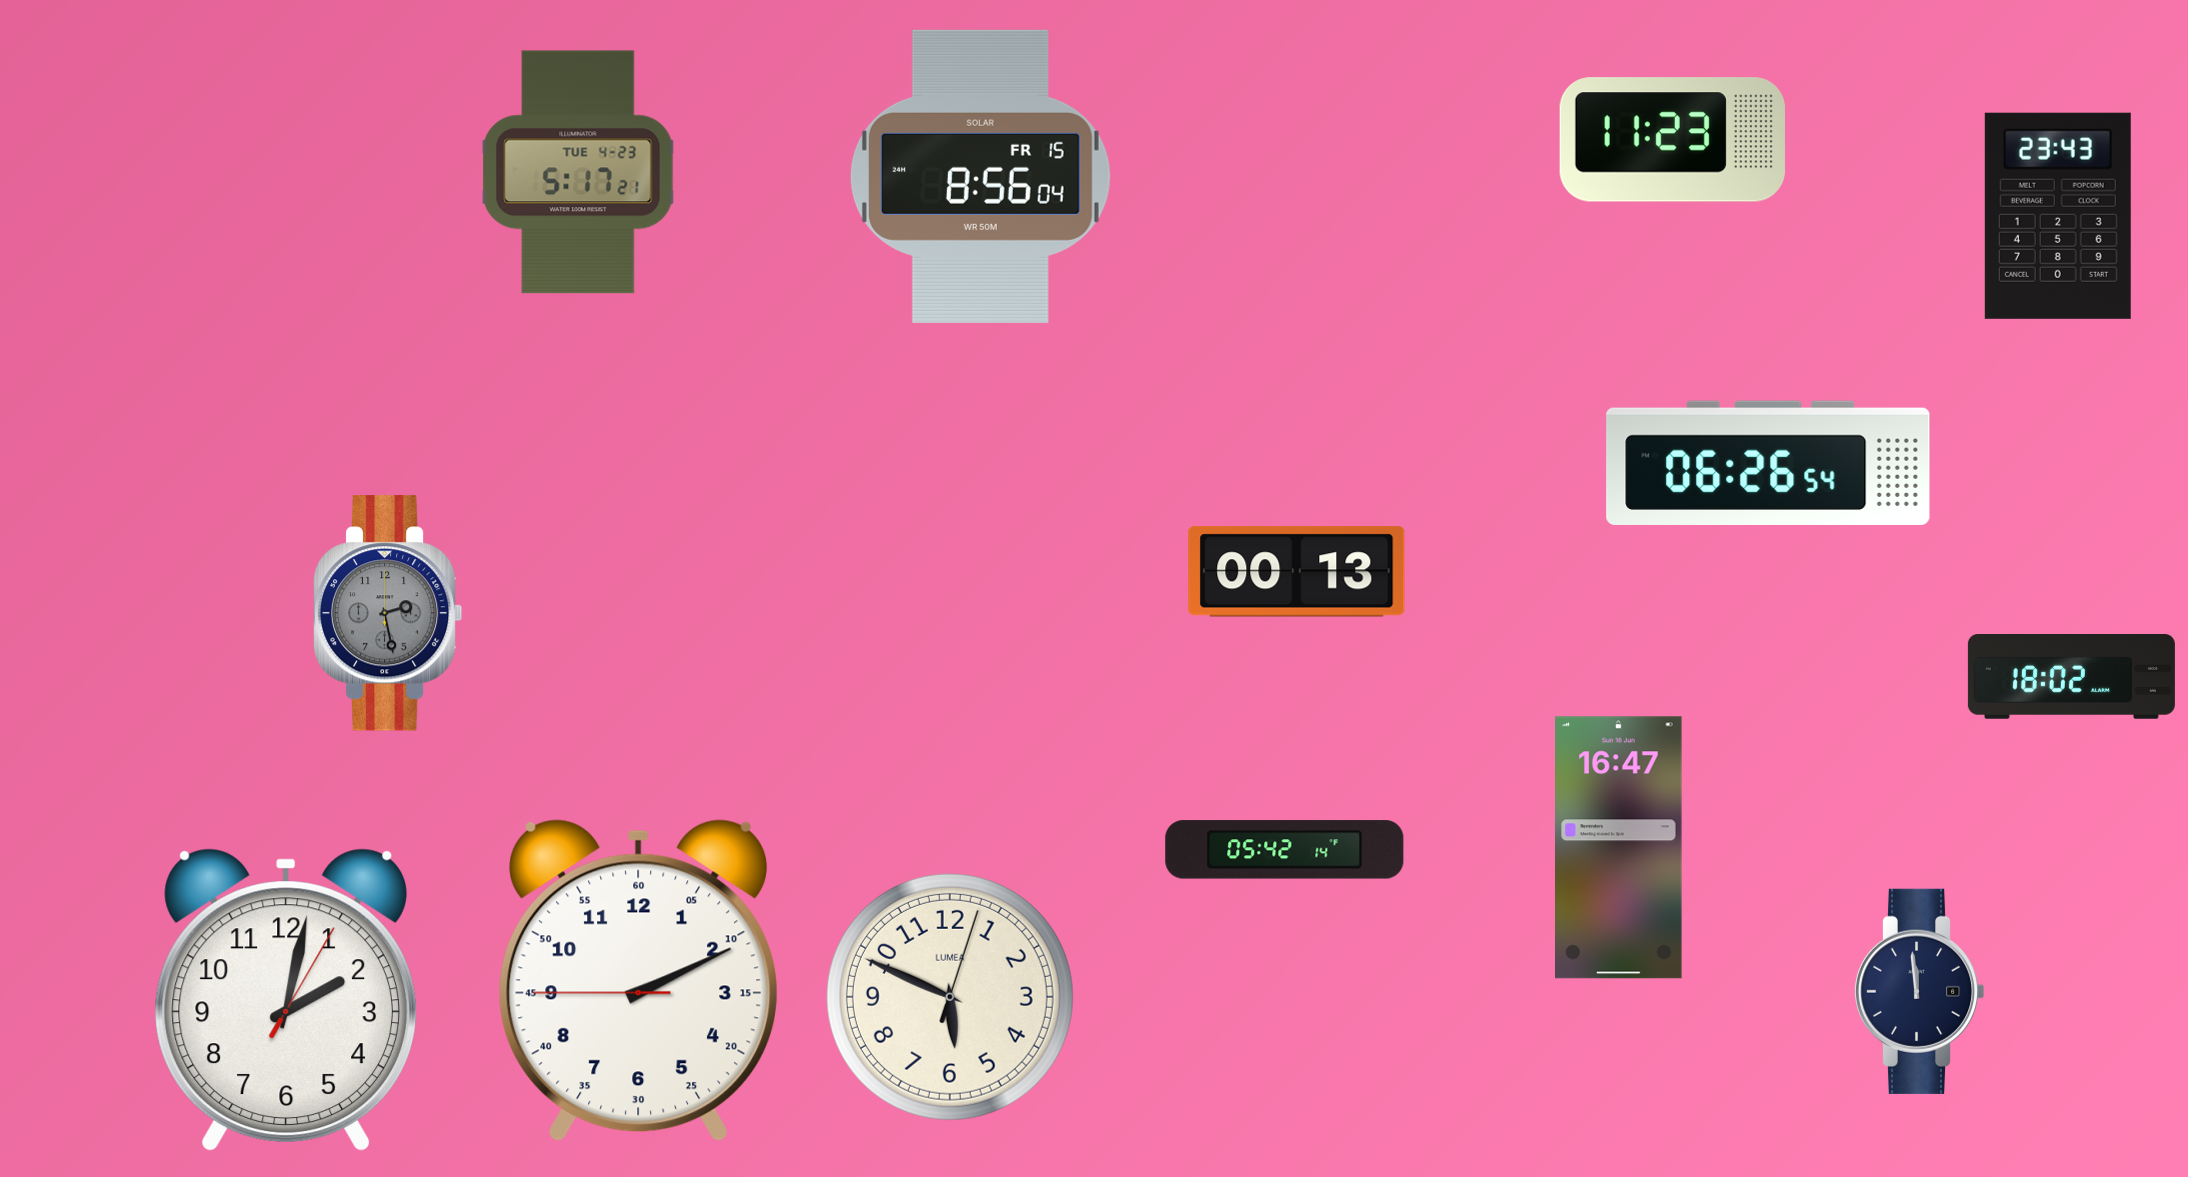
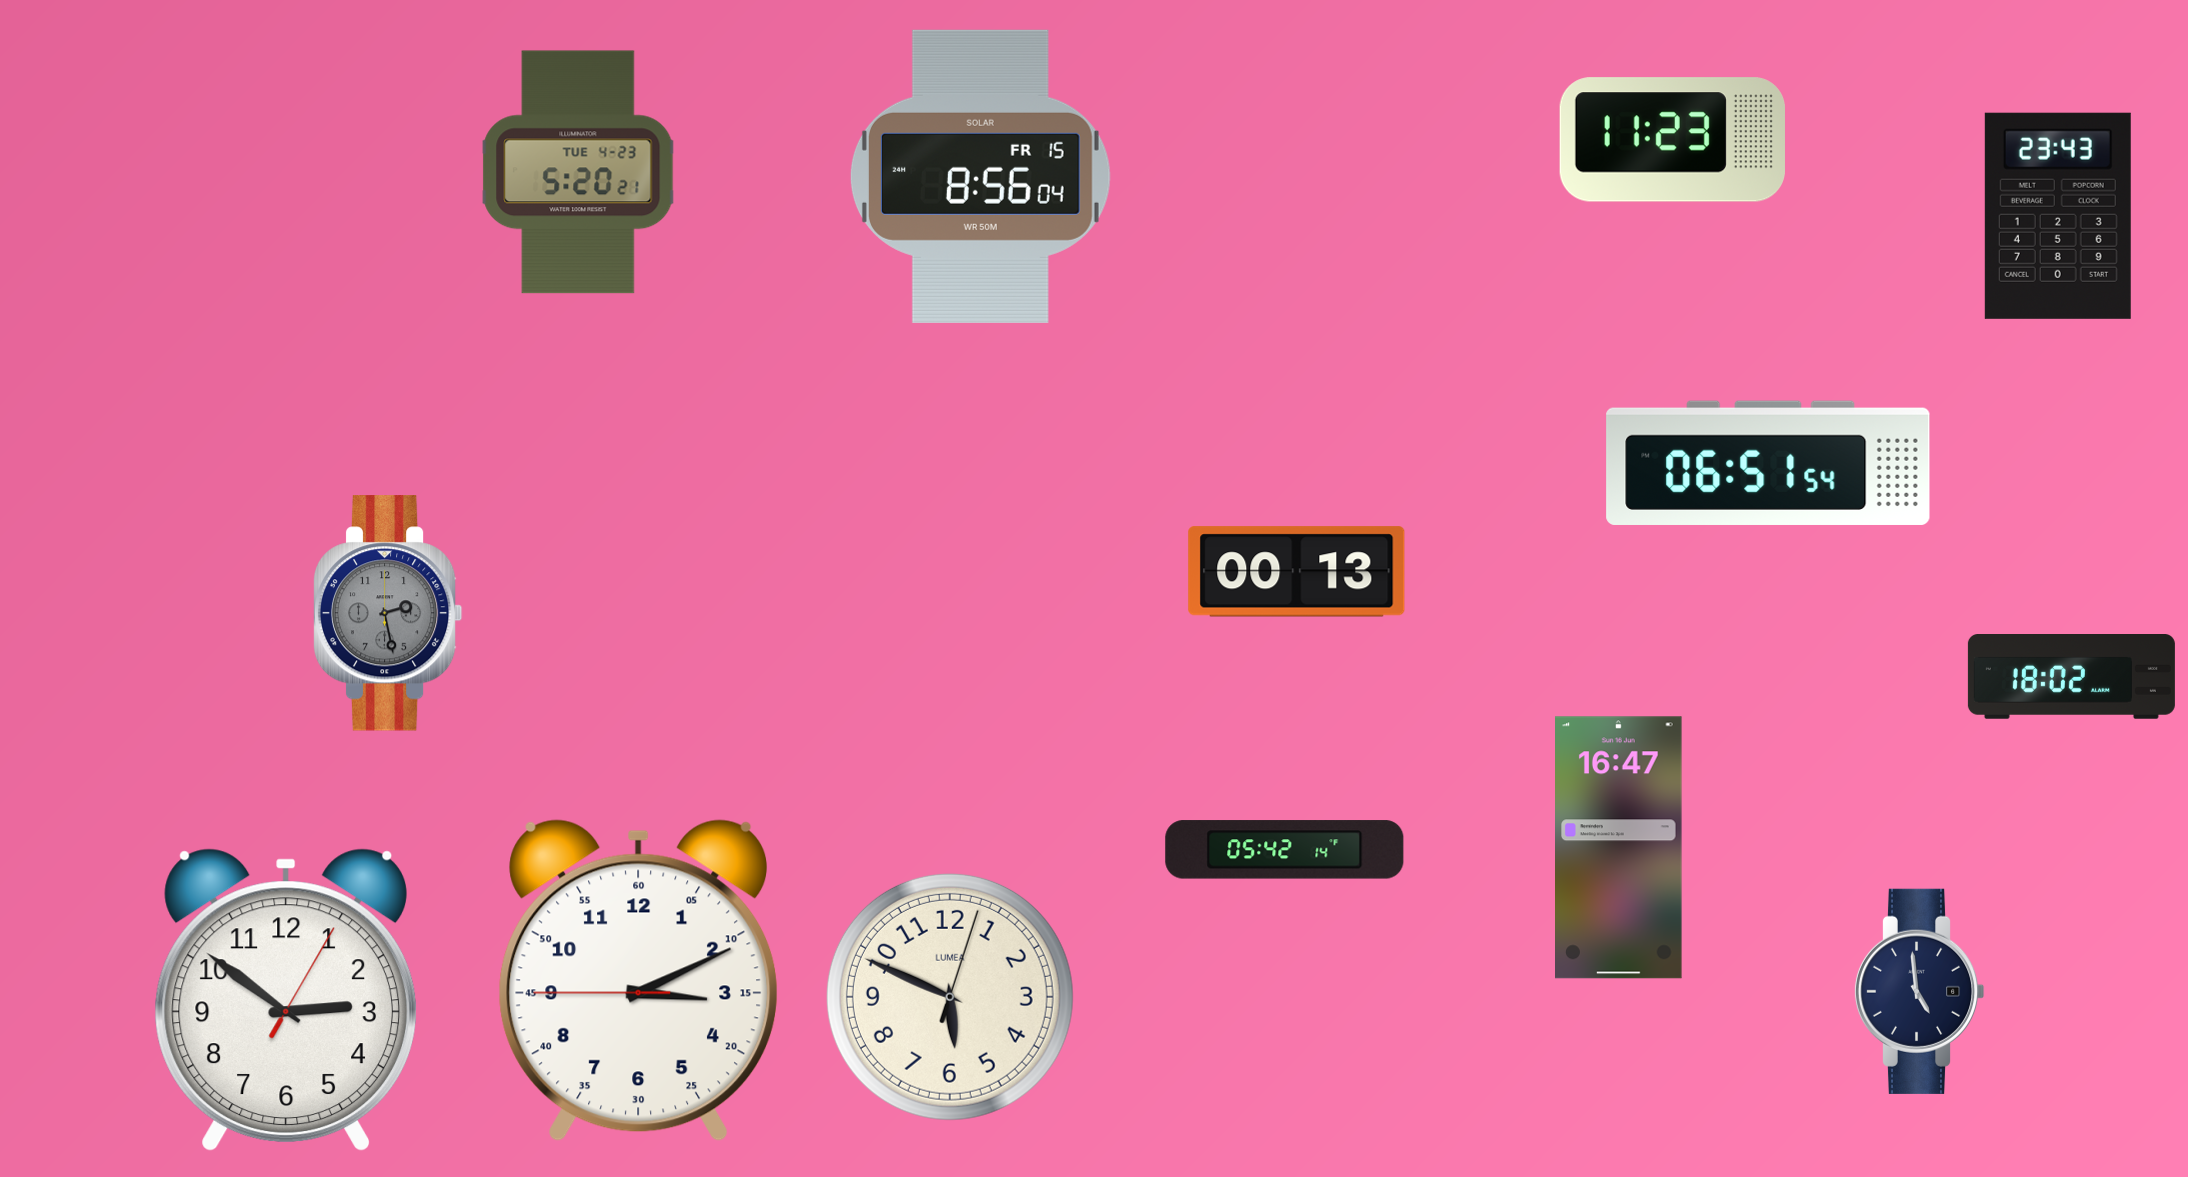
clock at (578, 172): 5:17 -> 5:20
clock at (1768, 463): 06:26 -> 06:51
clock at (638, 981): 2:10 -> 3:10
clock at (1919, 991): 11:59 -> 4:59
clock at (286, 999): 2:02 -> 2:51
